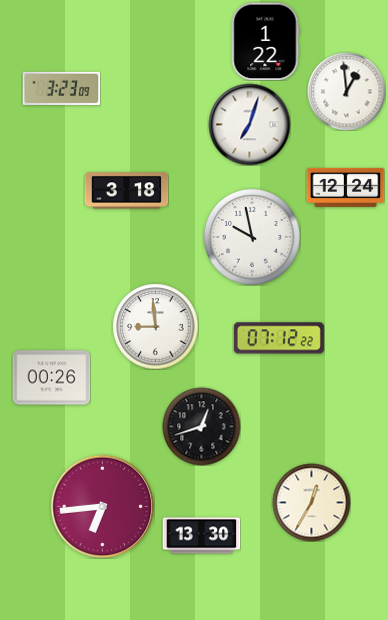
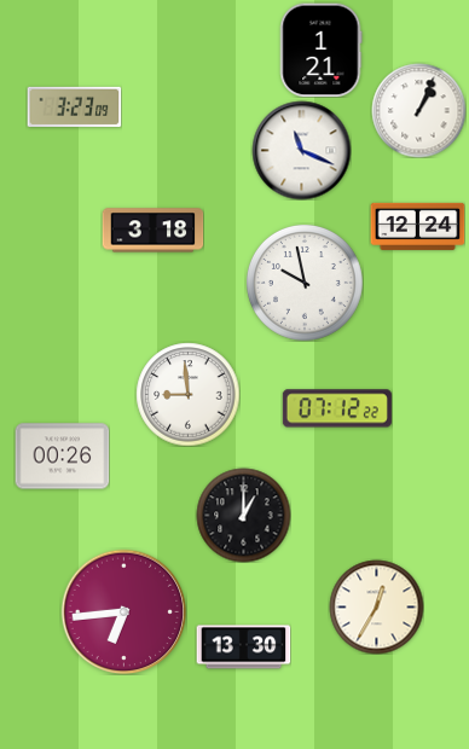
clock at (266, 41): 1:22 -> 1:21
clock at (346, 91): 12:59 -> 1:04
clock at (249, 124): 7:03 -> 11:19
clock at (252, 237) position: (252, 237) -> (305, 283)
clock at (201, 426): 12:42 -> 1:00
